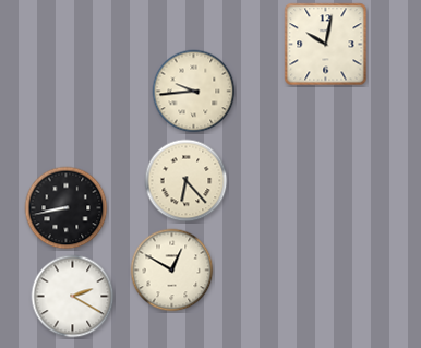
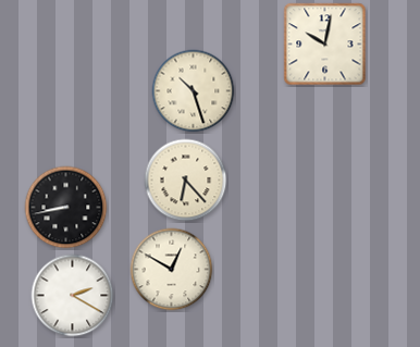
clock at (194, 92): 9:44 -> 10:27
